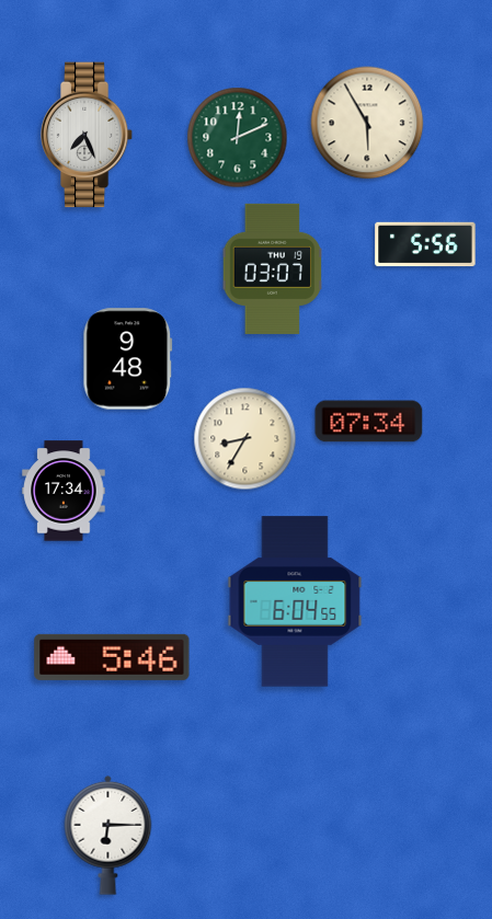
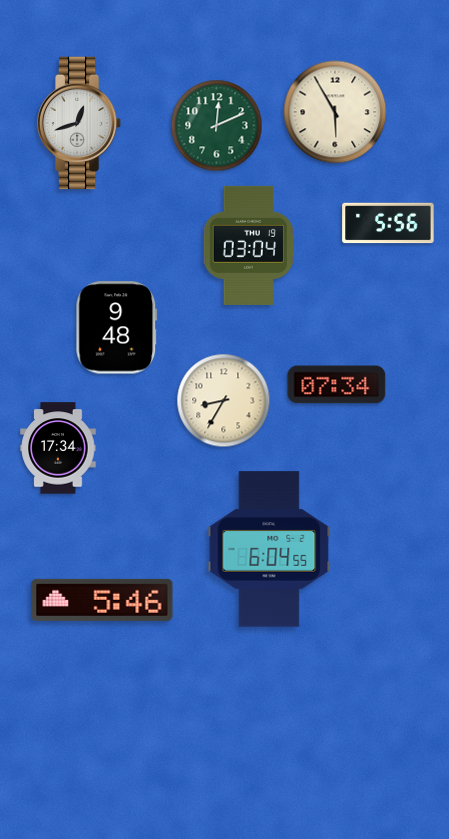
clock at (87, 135): 7:26 -> 12:42
clock at (273, 268): 03:07 -> 03:04
clock at (108, 835): 6:15 -> none
